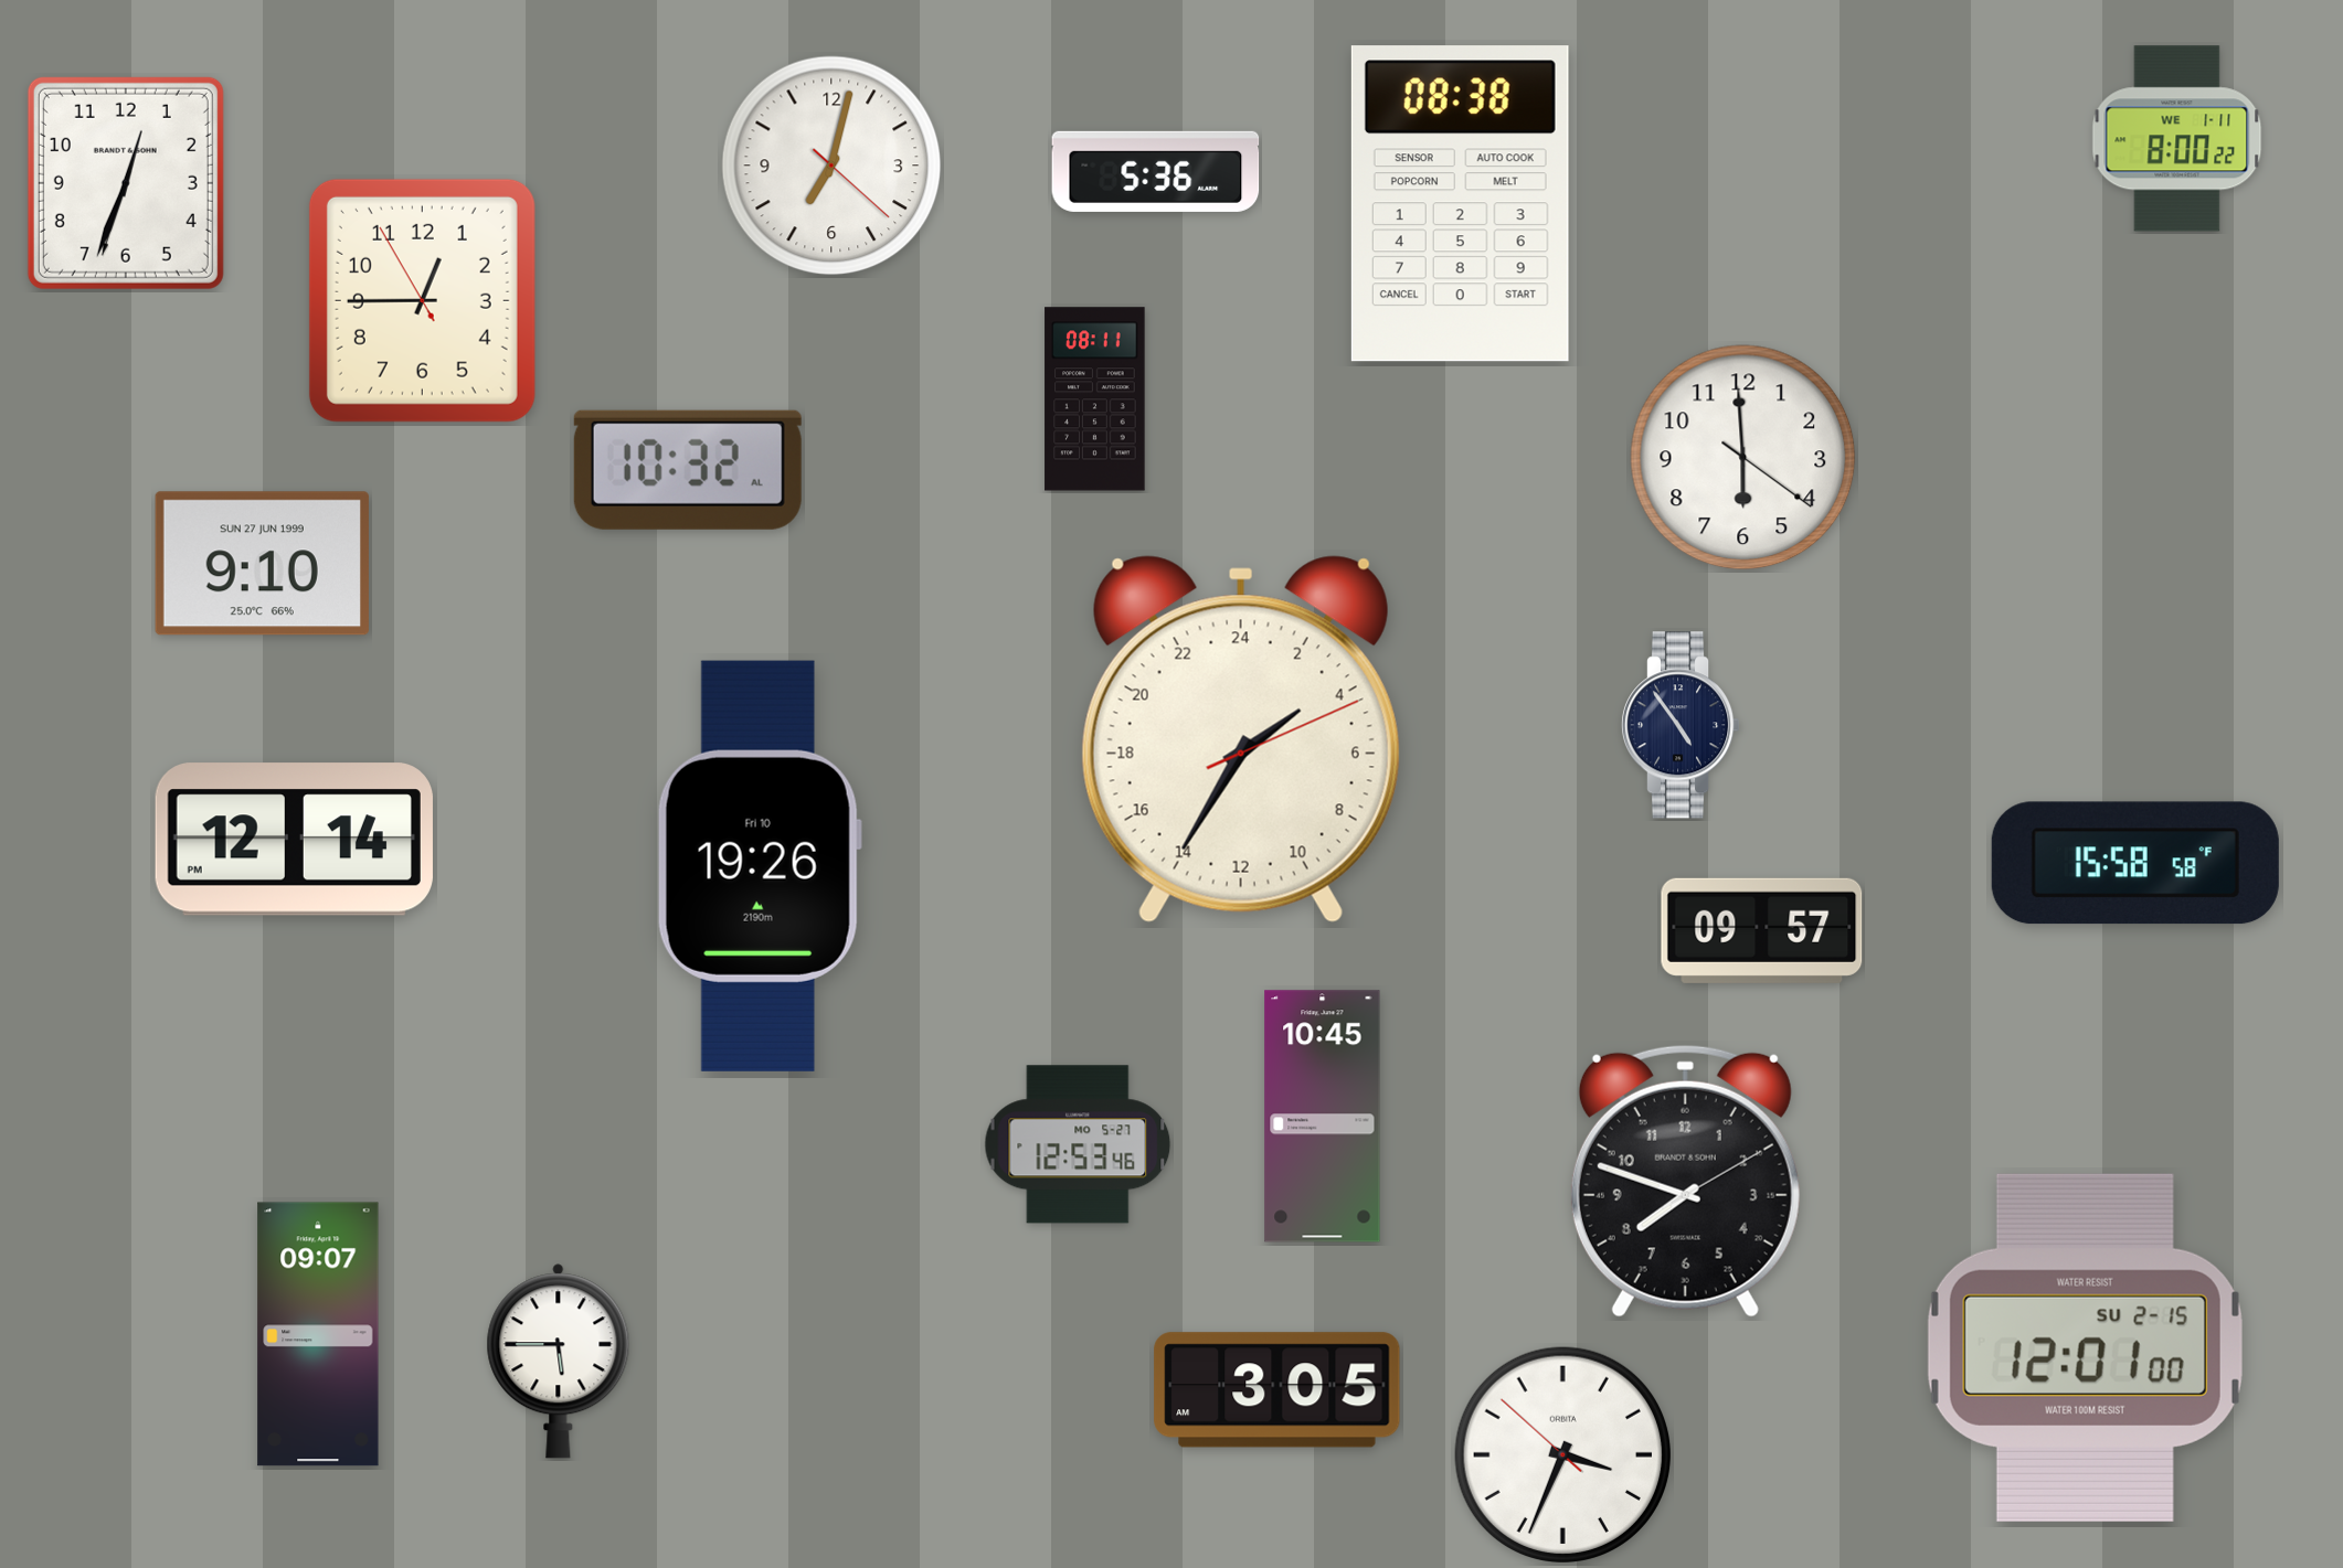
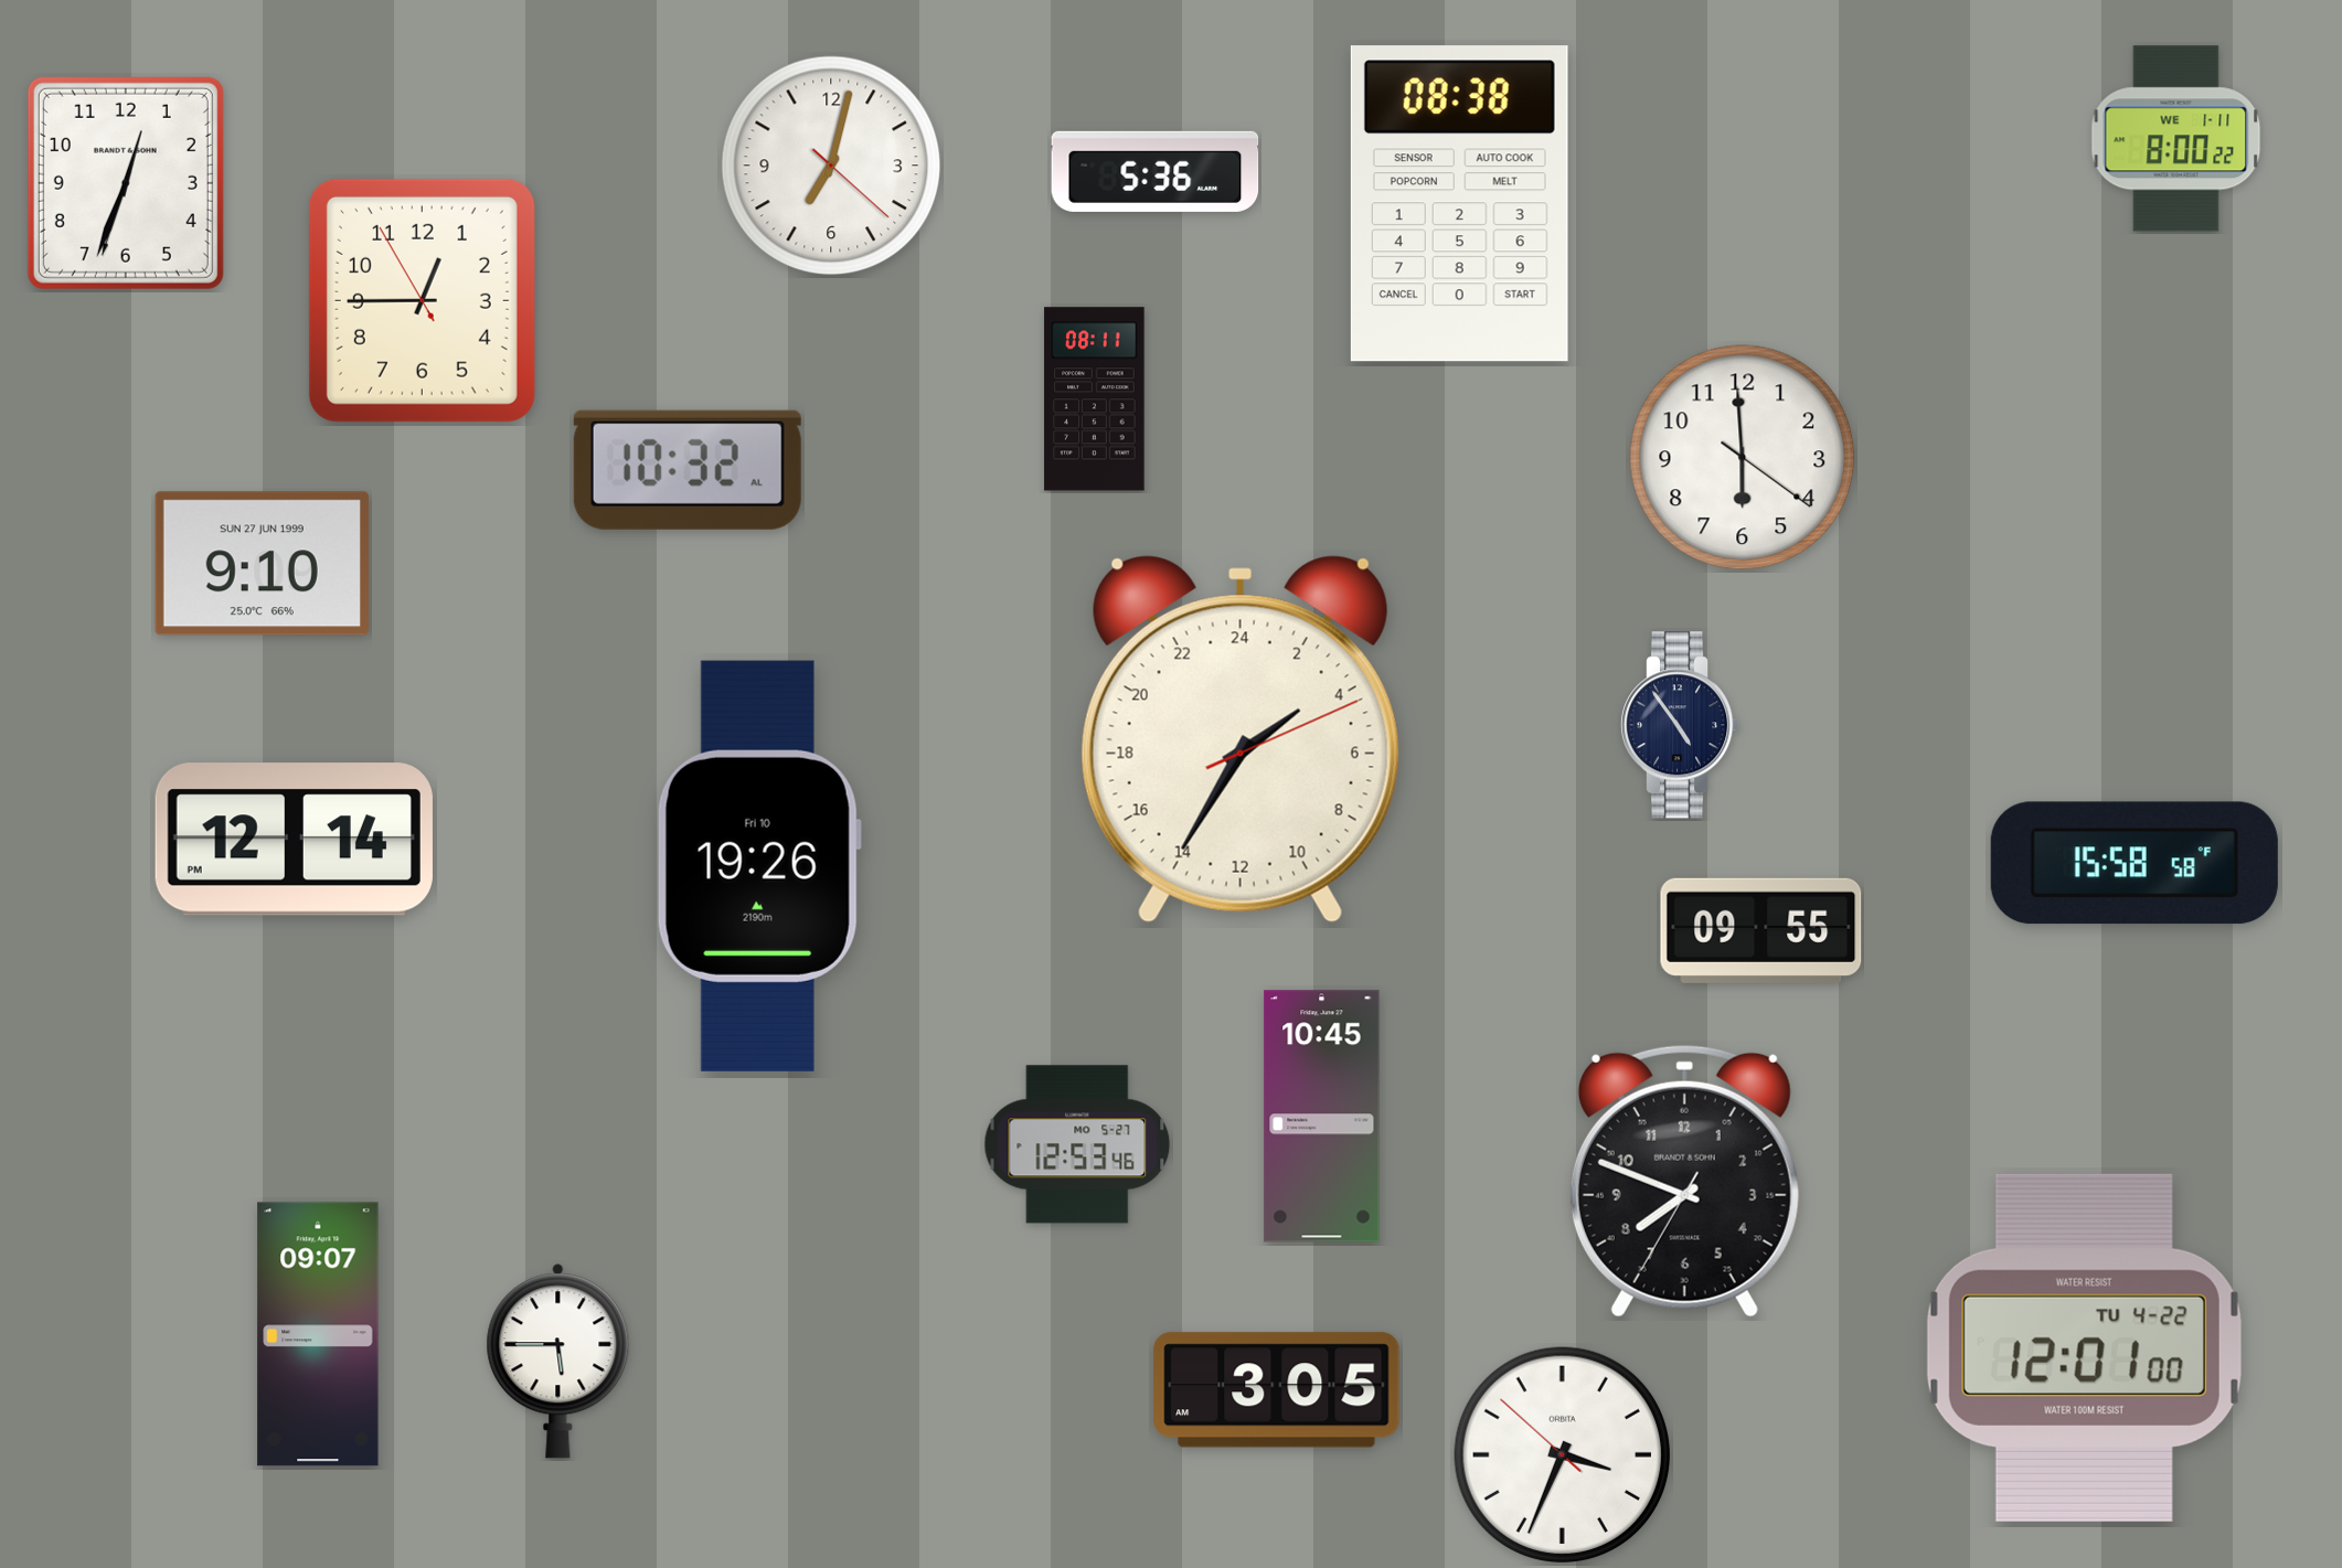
clock at (1762, 930): 09:57 -> 09:55
clock at (1685, 1181): 7:48:10 -> 7:48:35
clock at (2085, 1347) date: SU 2-15 -> TU 4-22
